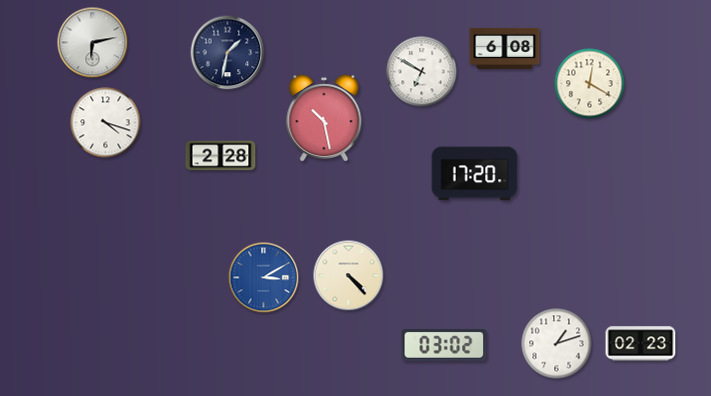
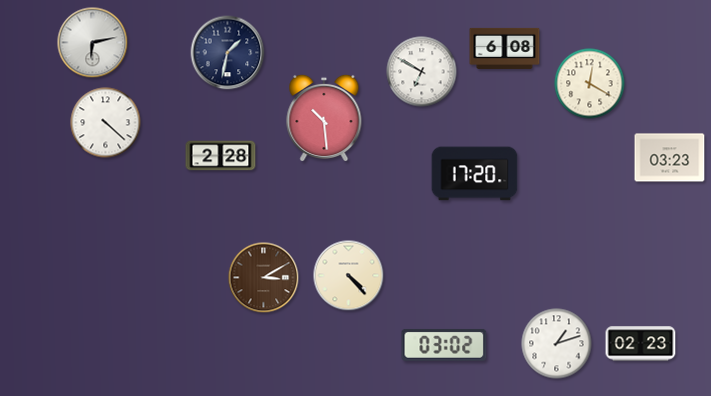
clock at (324, 117): 10:28 -> 10:29
clock at (106, 123): 4:18 -> 4:22
clock at (670, 158): none -> 03:23
clock at (264, 278) dial: blue -> brown
